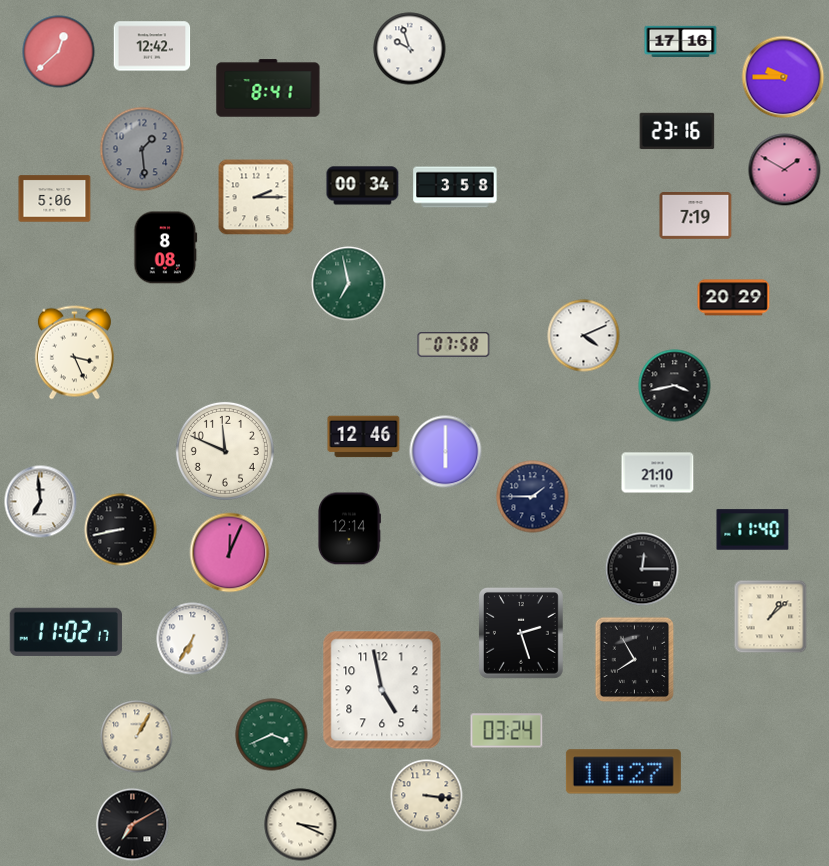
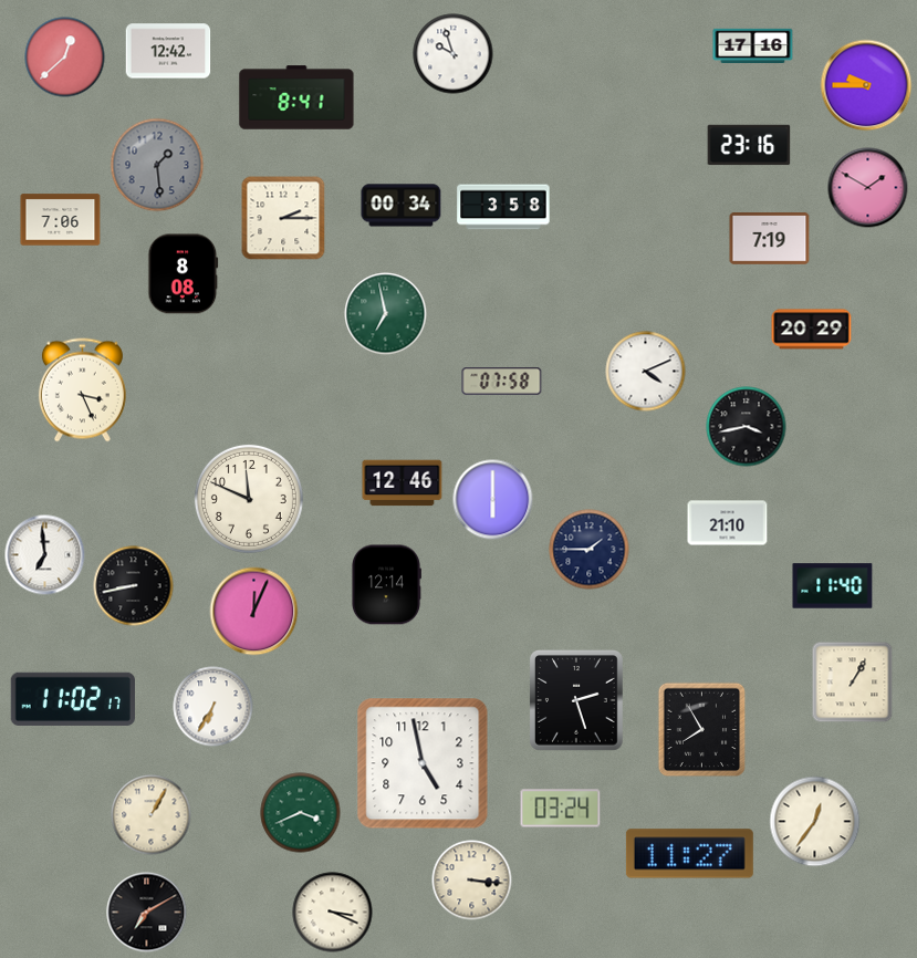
clock at (55, 199): 5:06 -> 7:06
clock at (642, 569): 12:15 -> none
clock at (771, 617): 1:08 -> 1:05
clock at (815, 822): none -> 12:36
